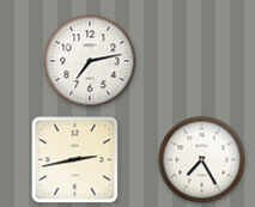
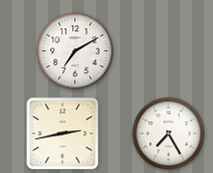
clock at (90, 61): 7:13 -> 7:10
